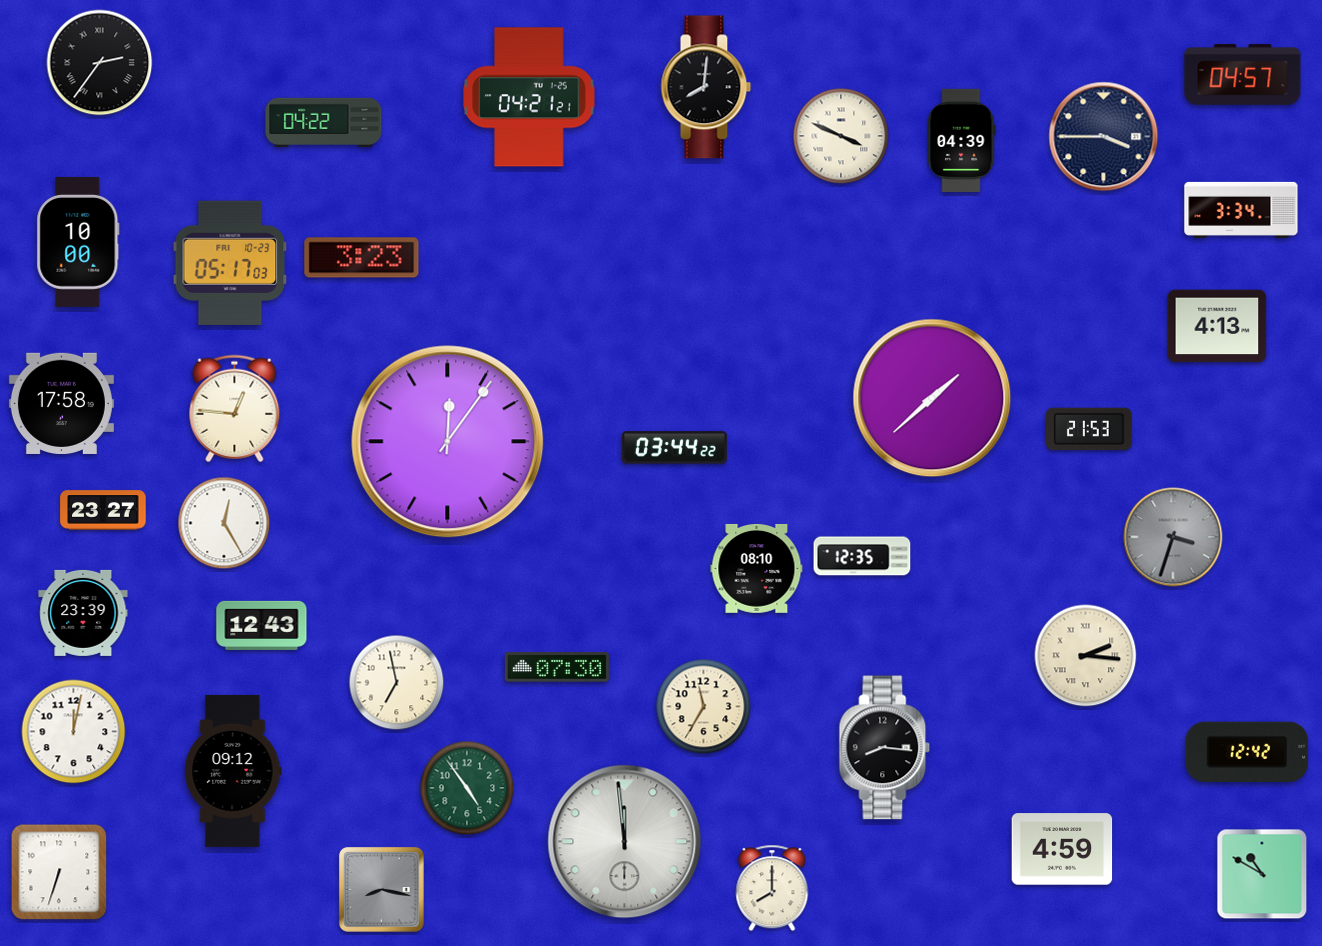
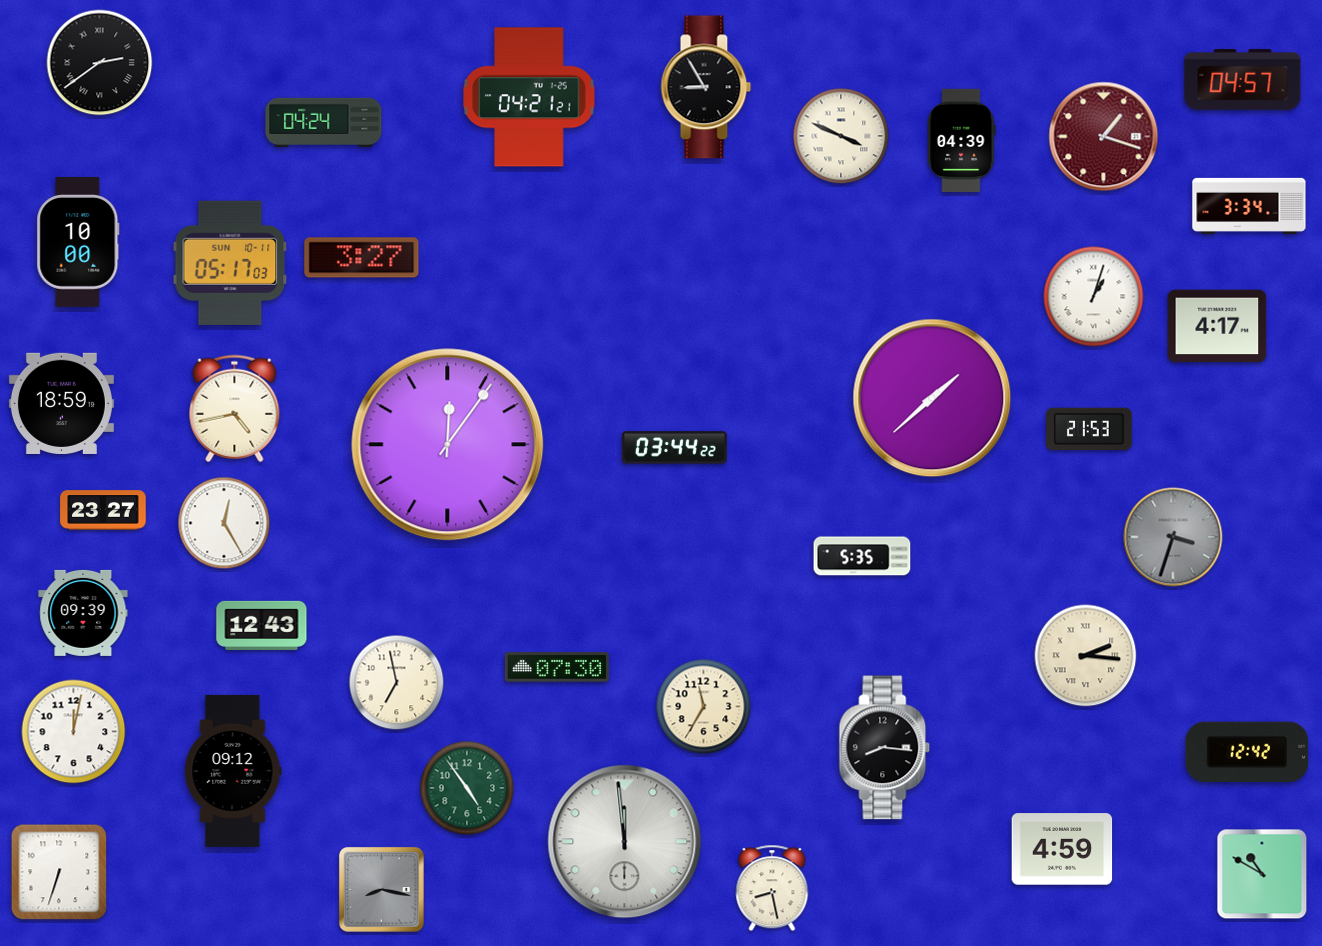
clock at (100, 63): 2:36 -> 2:39
clock at (1243, 75) position: (1243, 75) -> (1243, 80)
clock at (706, 87): 8:01 -> 8:55
clock at (324, 123): 04:22 -> 04:24
clock at (1104, 137): 3:45 -> 1:18
clock at (1104, 137) dial: navy -> burgundy
clock at (1241, 210) position: (1241, 210) -> (1249, 206)
clock at (362, 258): 3:23 -> 3:27
clock at (230, 262) date: FRI 10-23 -> SUN 10-11
clock at (1094, 297): none -> 1:03
clock at (1217, 326): 4:13 -> 4:17
clock at (61, 403): 17:58 -> 18:59
clock at (235, 409): 12:46 -> 4:43
clock at (448, 442) position: (448, 442) -> (448, 445)
clock at (862, 556): 12:35 -> 5:35
clock at (757, 568): 08:10 -> none
clock at (83, 613): 23:39 -> 09:39
clock at (772, 888): 8:00 -> 8:28
